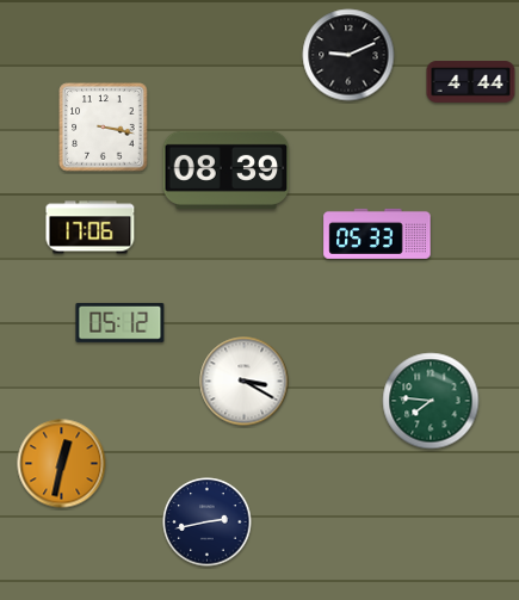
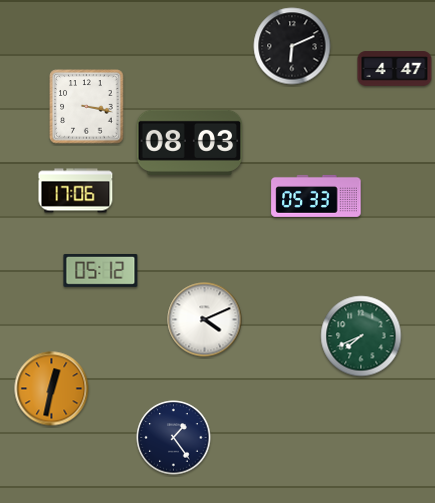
clock at (348, 55): 9:11 -> 6:11
clock at (471, 82): 4:44 -> 4:47
clock at (227, 169): 08:39 -> 08:03
clock at (245, 382): 3:20 -> 4:11
clock at (431, 401): 7:46 -> 7:41
clock at (208, 522): 2:43 -> 1:24
